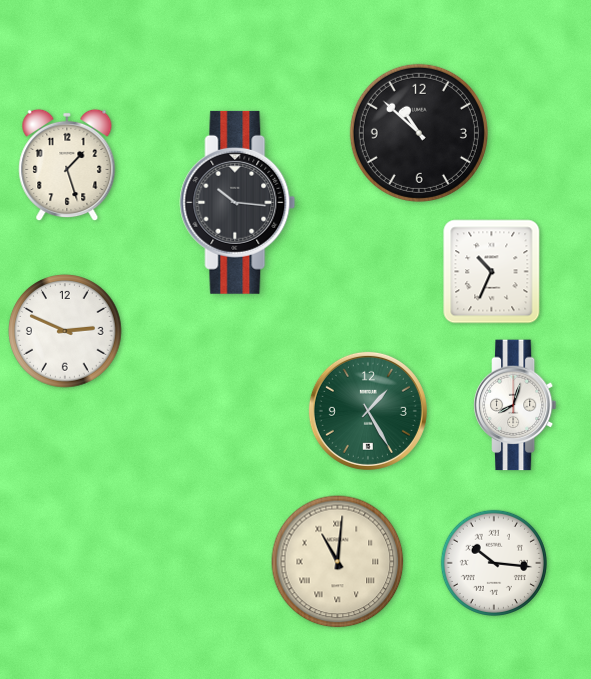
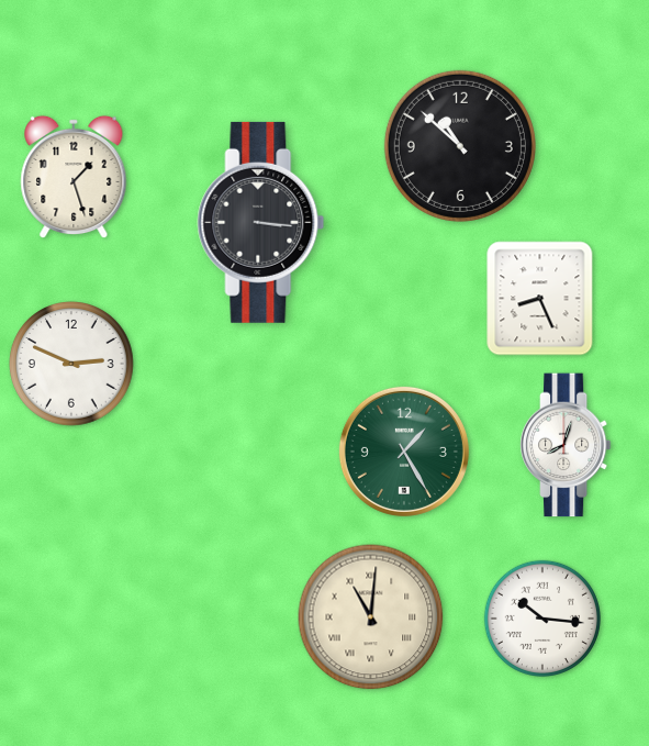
clock at (67, 165) position: (67, 165) -> (74, 177)
clock at (238, 202): 10:16 -> 3:16
clock at (492, 272): 10:34 -> 8:26
